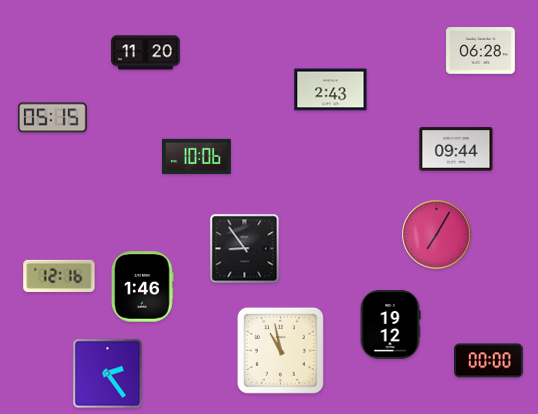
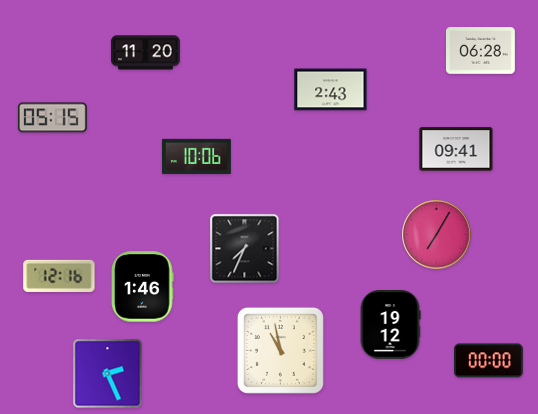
clock at (456, 149): 09:44 -> 09:41
clock at (245, 249): 8:54 -> 7:34
clock at (108, 374): 2:24 -> 2:26
